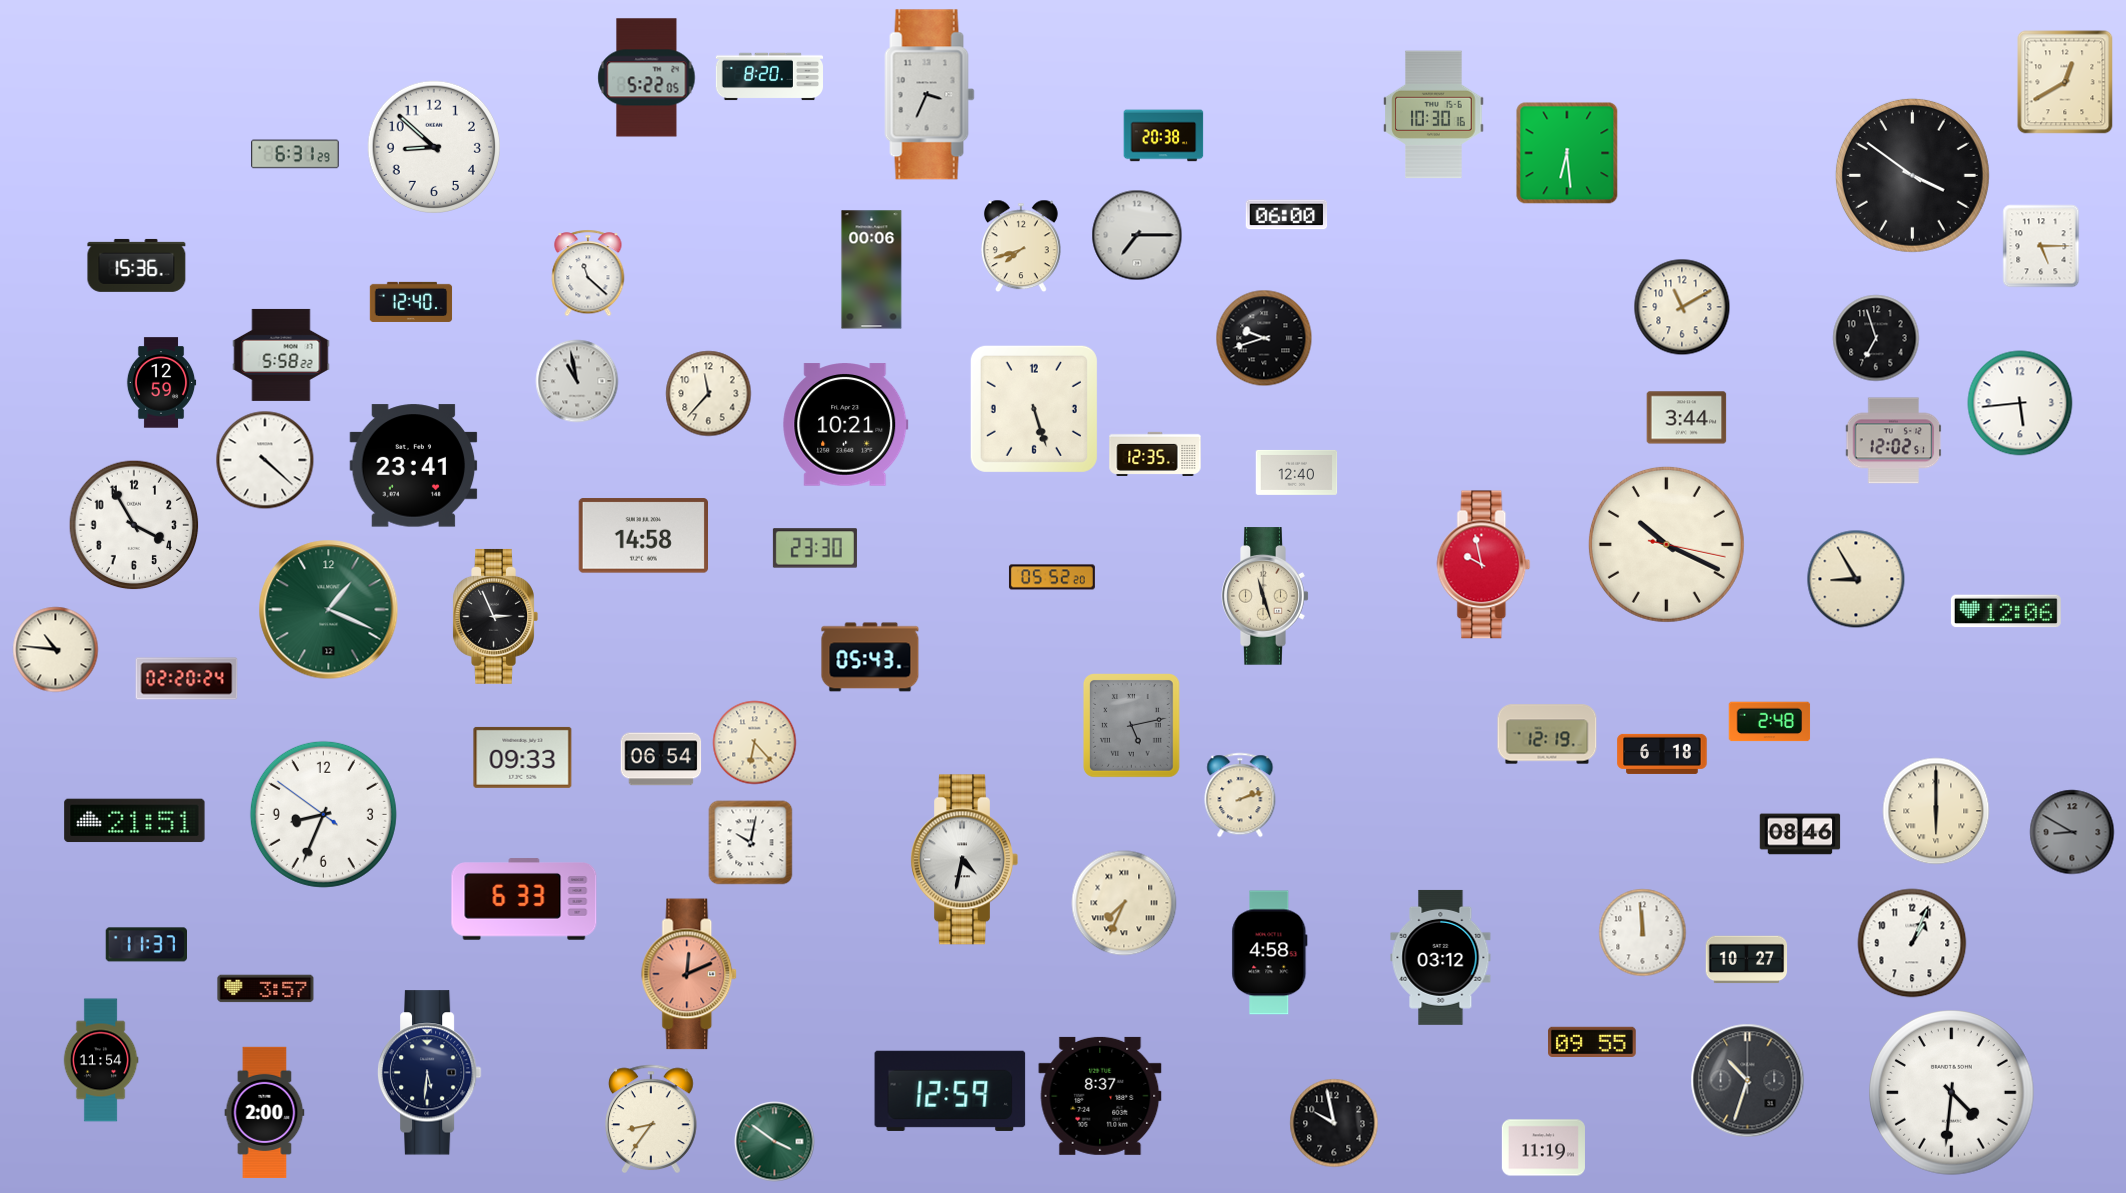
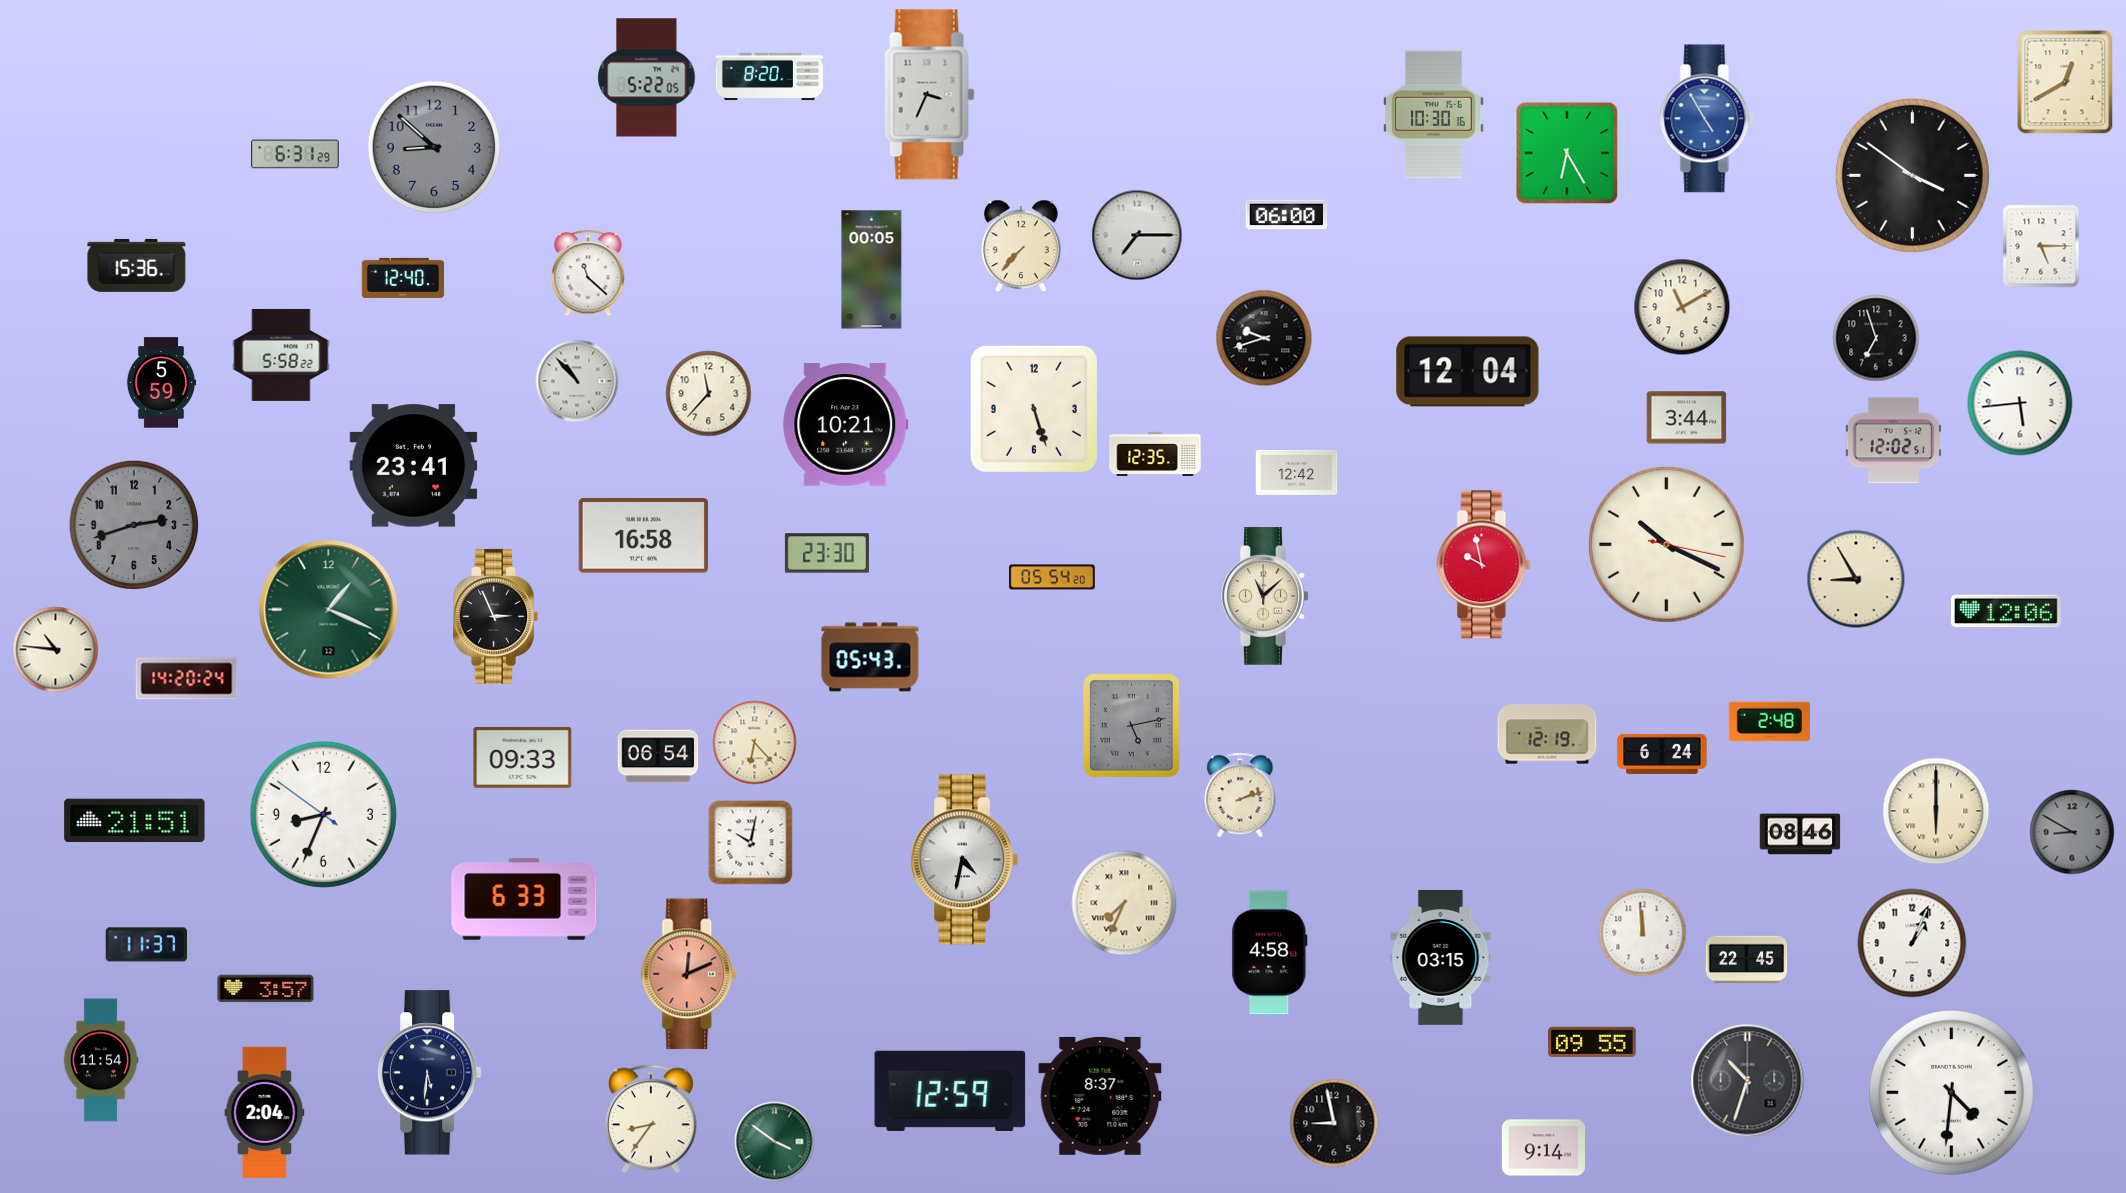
clock at (1707, 119): none -> 4:55
clock at (1164, 136): 20:38 -> none
clock at (433, 146) dial: white -> grey
clock at (1567, 153): 6:29 -> 6:25
clock at (1021, 246): 7:42 -> 7:37
clock at (872, 270): 00:06 -> 00:05
clock at (411, 302) position: (411, 302) -> (403, 278)
clock at (1468, 372): none -> 12:04
clock at (577, 381): 10:58 -> 10:53
clock at (161, 383): 12:59 -> 5:59
clock at (265, 460): 4:22 -> none
clock at (1297, 472): 12:40 -> 12:42
clock at (134, 525): 3:55 -> 2:42
clock at (134, 525) dial: white -> grey
clock at (643, 536): 14:58 -> 16:58
clock at (815, 548) position: (815, 548) -> (827, 553)
clock at (1052, 577): 05:52 -> 05:54
clock at (1265, 596): 11:27 -> 11:08
clock at (187, 679): 02:20 -> 14:20
clock at (1662, 754): 6:18 -> 6:24
clock at (661, 759) position: (661, 759) -> (658, 756)
clock at (1441, 957): 03:12 -> 03:15
clock at (1747, 960): 10:27 -> 22:45
clock at (265, 1112): 2:00 -> 2:04
clock at (1334, 1123): 9:58 -> 8:58
clock at (1543, 1148): 11:19 -> 9:14
